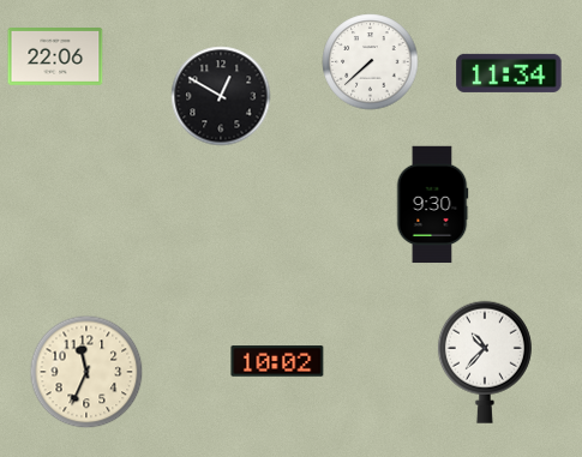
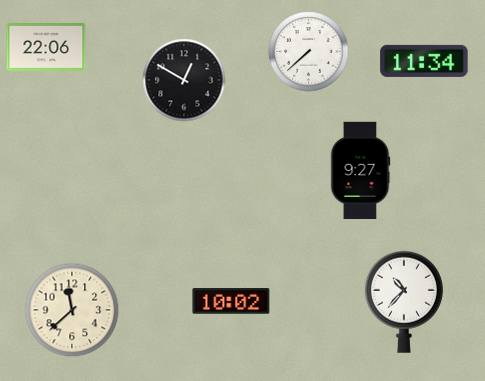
clock at (432, 205): 9:30 -> 9:27
clock at (86, 372): 11:34 -> 11:38
